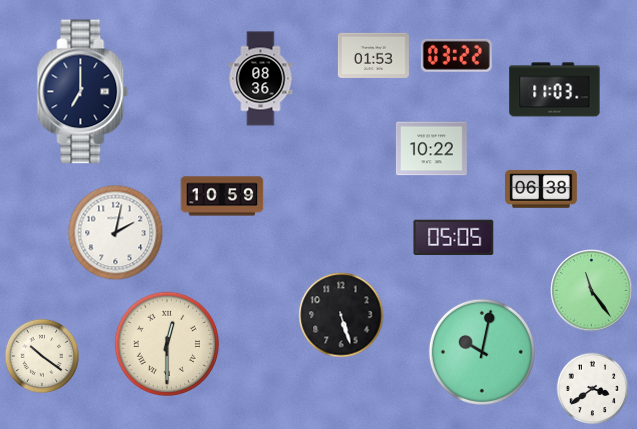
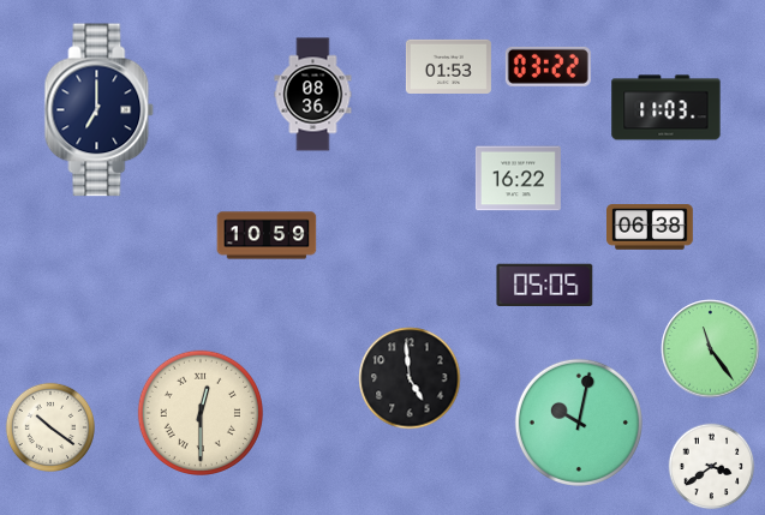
clock at (431, 149): 10:22 -> 16:22
clock at (116, 233): 2:02 -> none
clock at (341, 315): 5:27 -> 4:59
